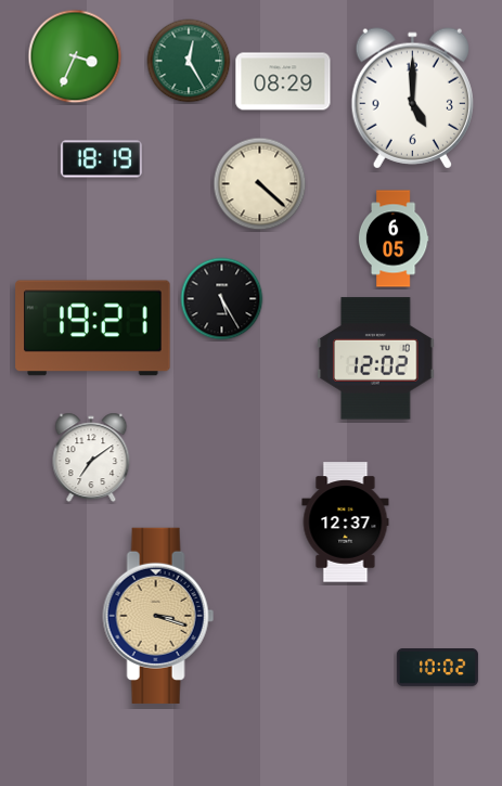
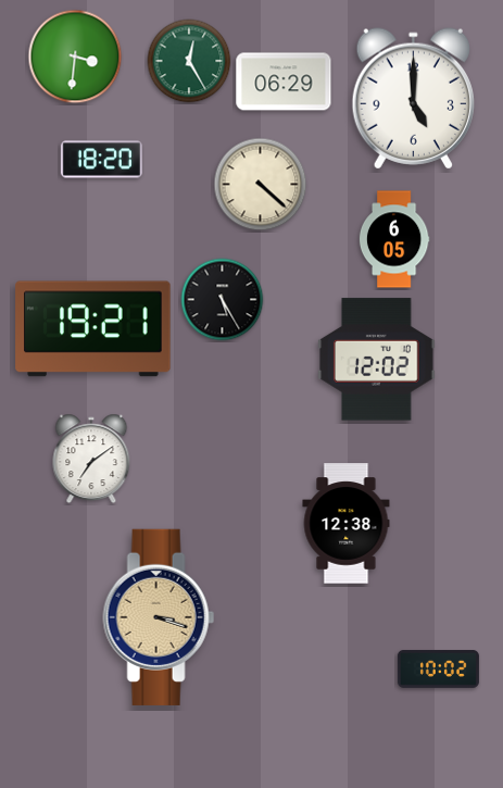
clock at (75, 56): 3:34 -> 3:31
clock at (283, 81): 08:29 -> 06:29
clock at (101, 159): 18:19 -> 18:20
clock at (346, 523): 12:37 -> 12:38
